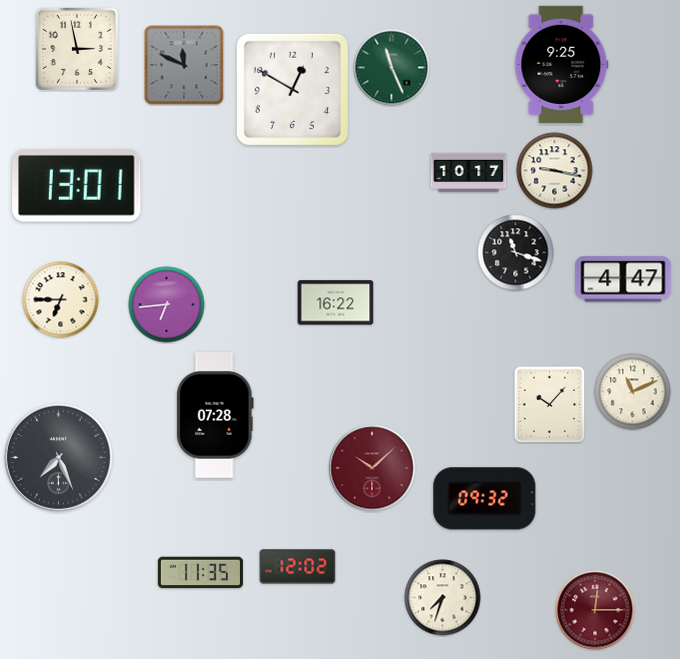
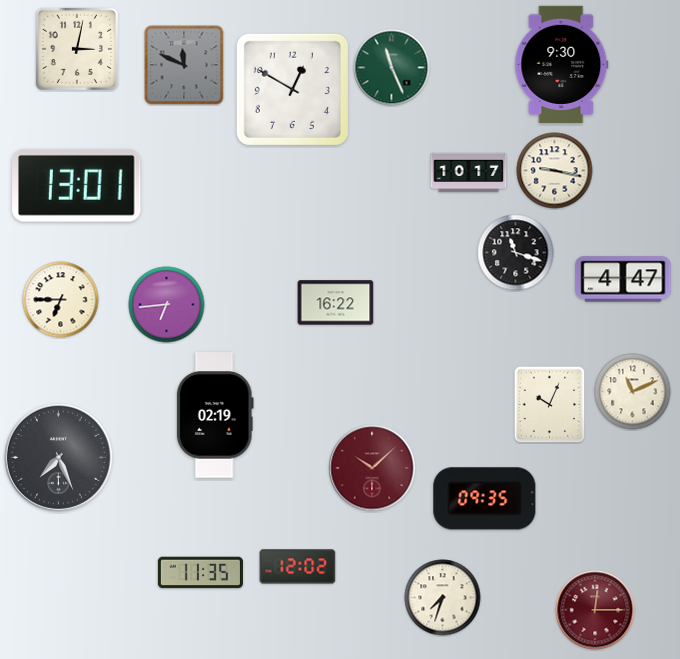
clock at (77, 49): 2:58 -> 3:02
clock at (562, 64): 9:25 -> 9:30
clock at (550, 404): 10:07 -> 10:04
clock at (215, 415): 07:28 -> 02:19
clock at (485, 499): 09:32 -> 09:35
